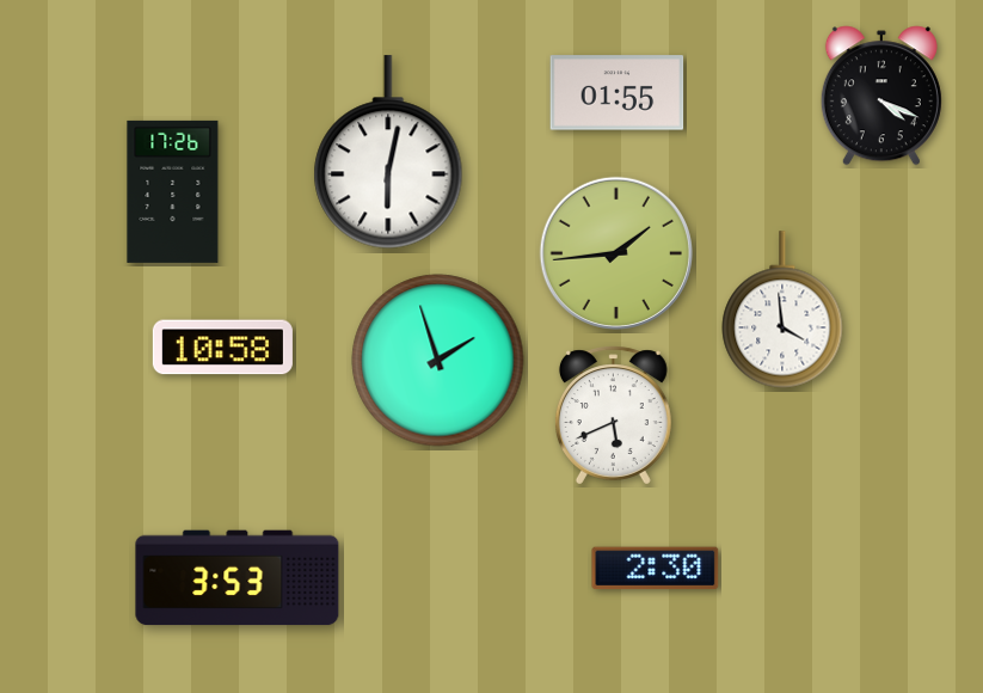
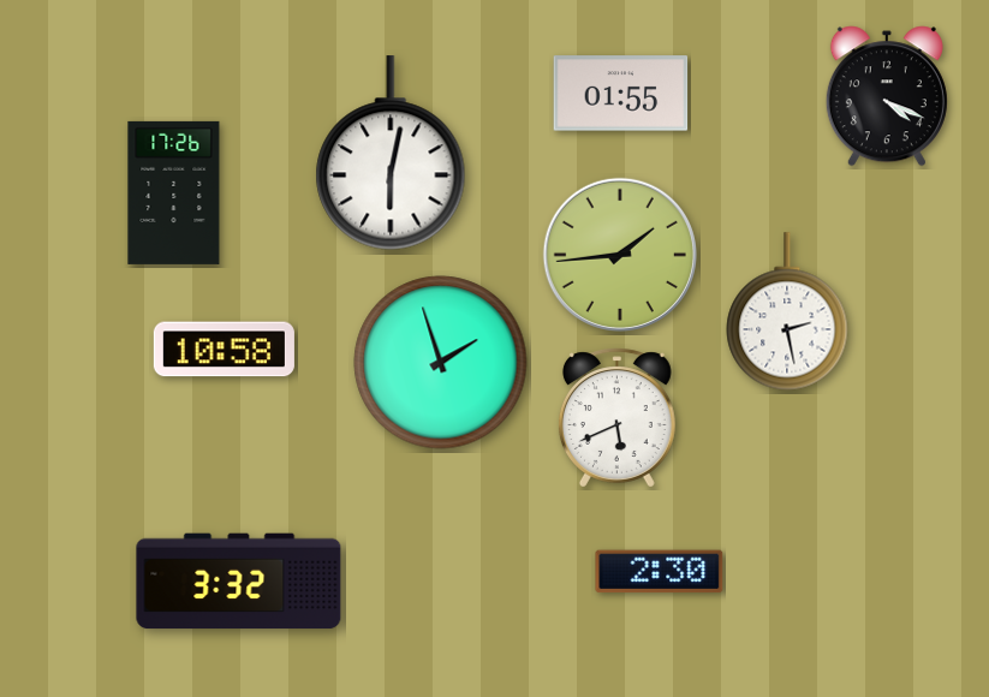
clock at (782, 309): 3:59 -> 2:28
clock at (238, 578): 3:53 -> 3:32
